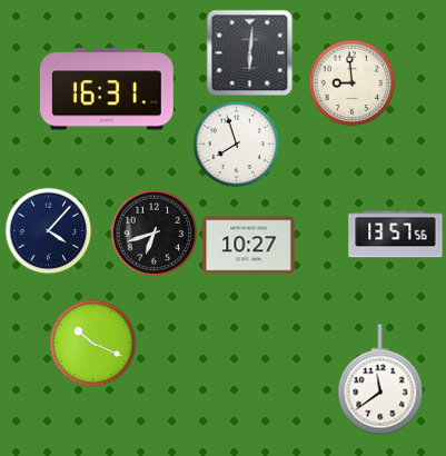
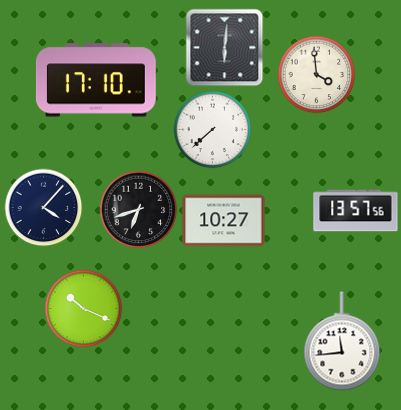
clock at (351, 82): 8:59 -> 3:59
clock at (107, 89): 16:31 -> 17:10
clock at (236, 143): 7:57 -> 7:38
clock at (380, 379): 11:39 -> 11:44
